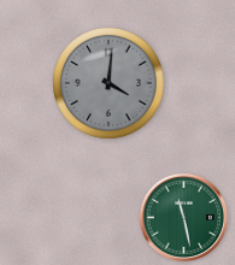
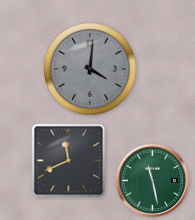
clock at (69, 161): none -> 11:41
